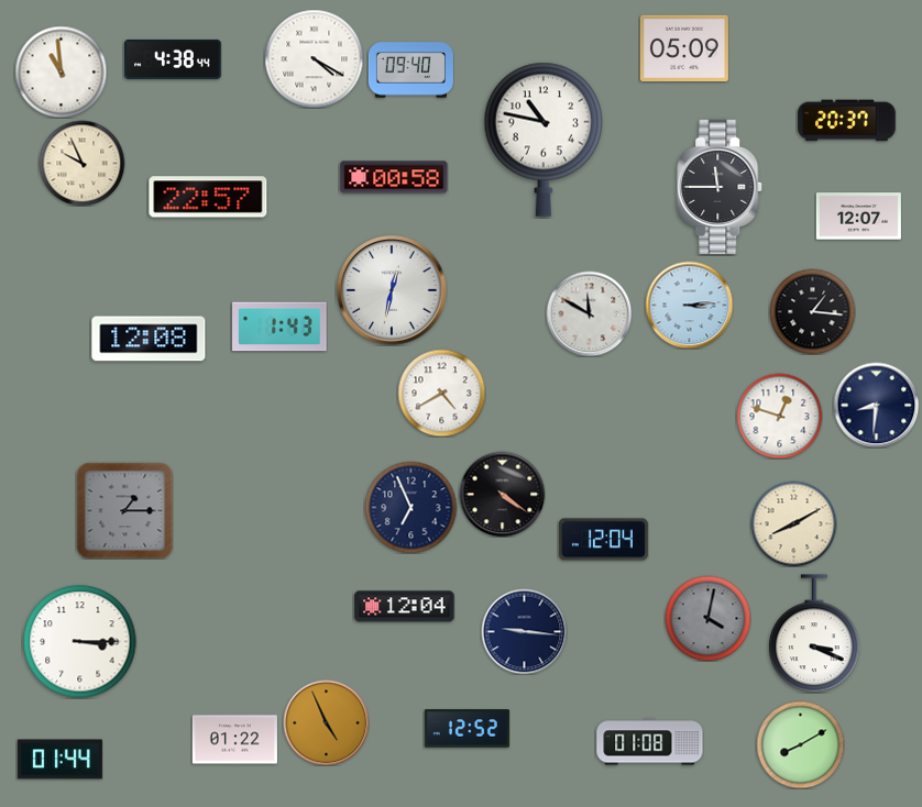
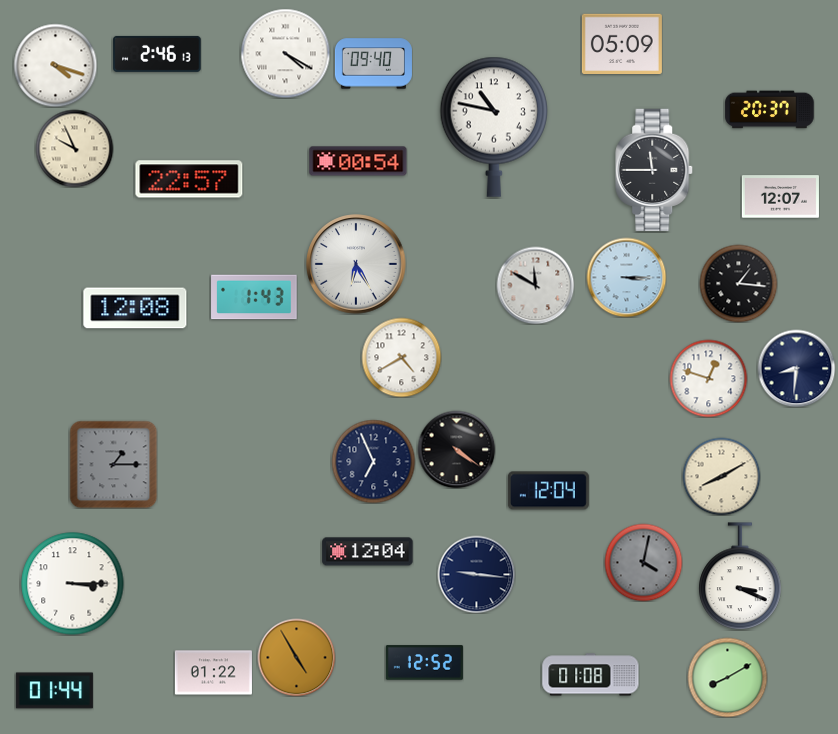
clock at (173, 59): 4:38 -> 2:46
clock at (61, 71): 10:59 -> 4:18
clock at (394, 177): 00:58 -> 00:54
clock at (392, 290): 12:32 -> 6:25
clock at (689, 305): 3:14 -> 3:15
clock at (326, 722): 4:56 -> 4:55
